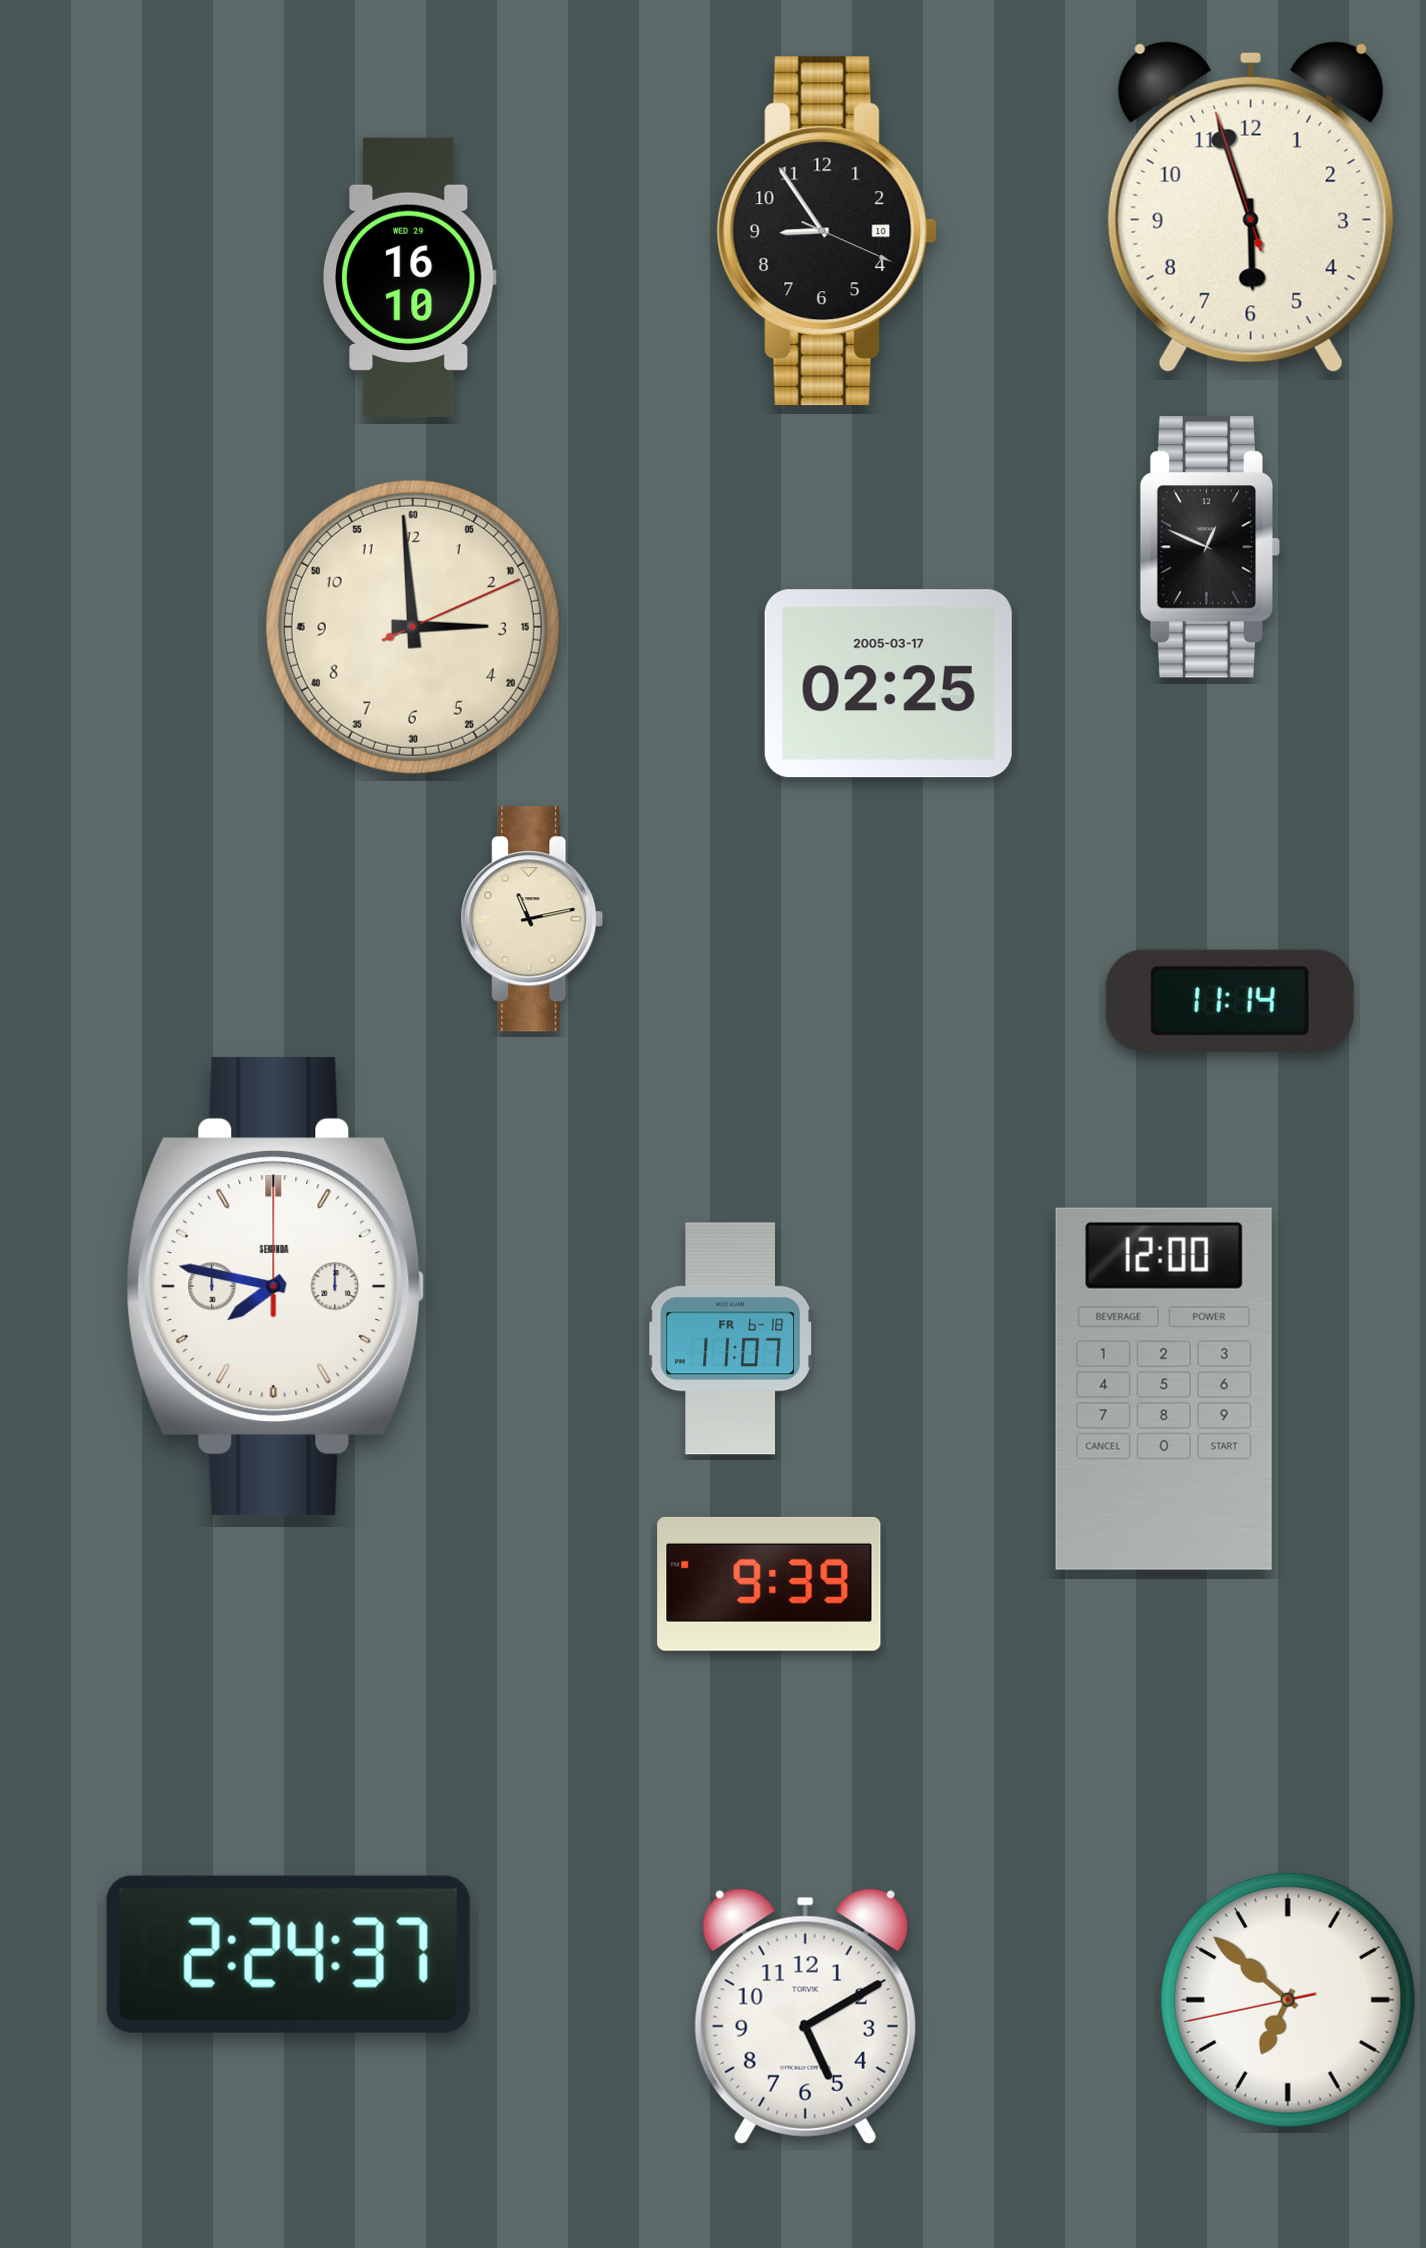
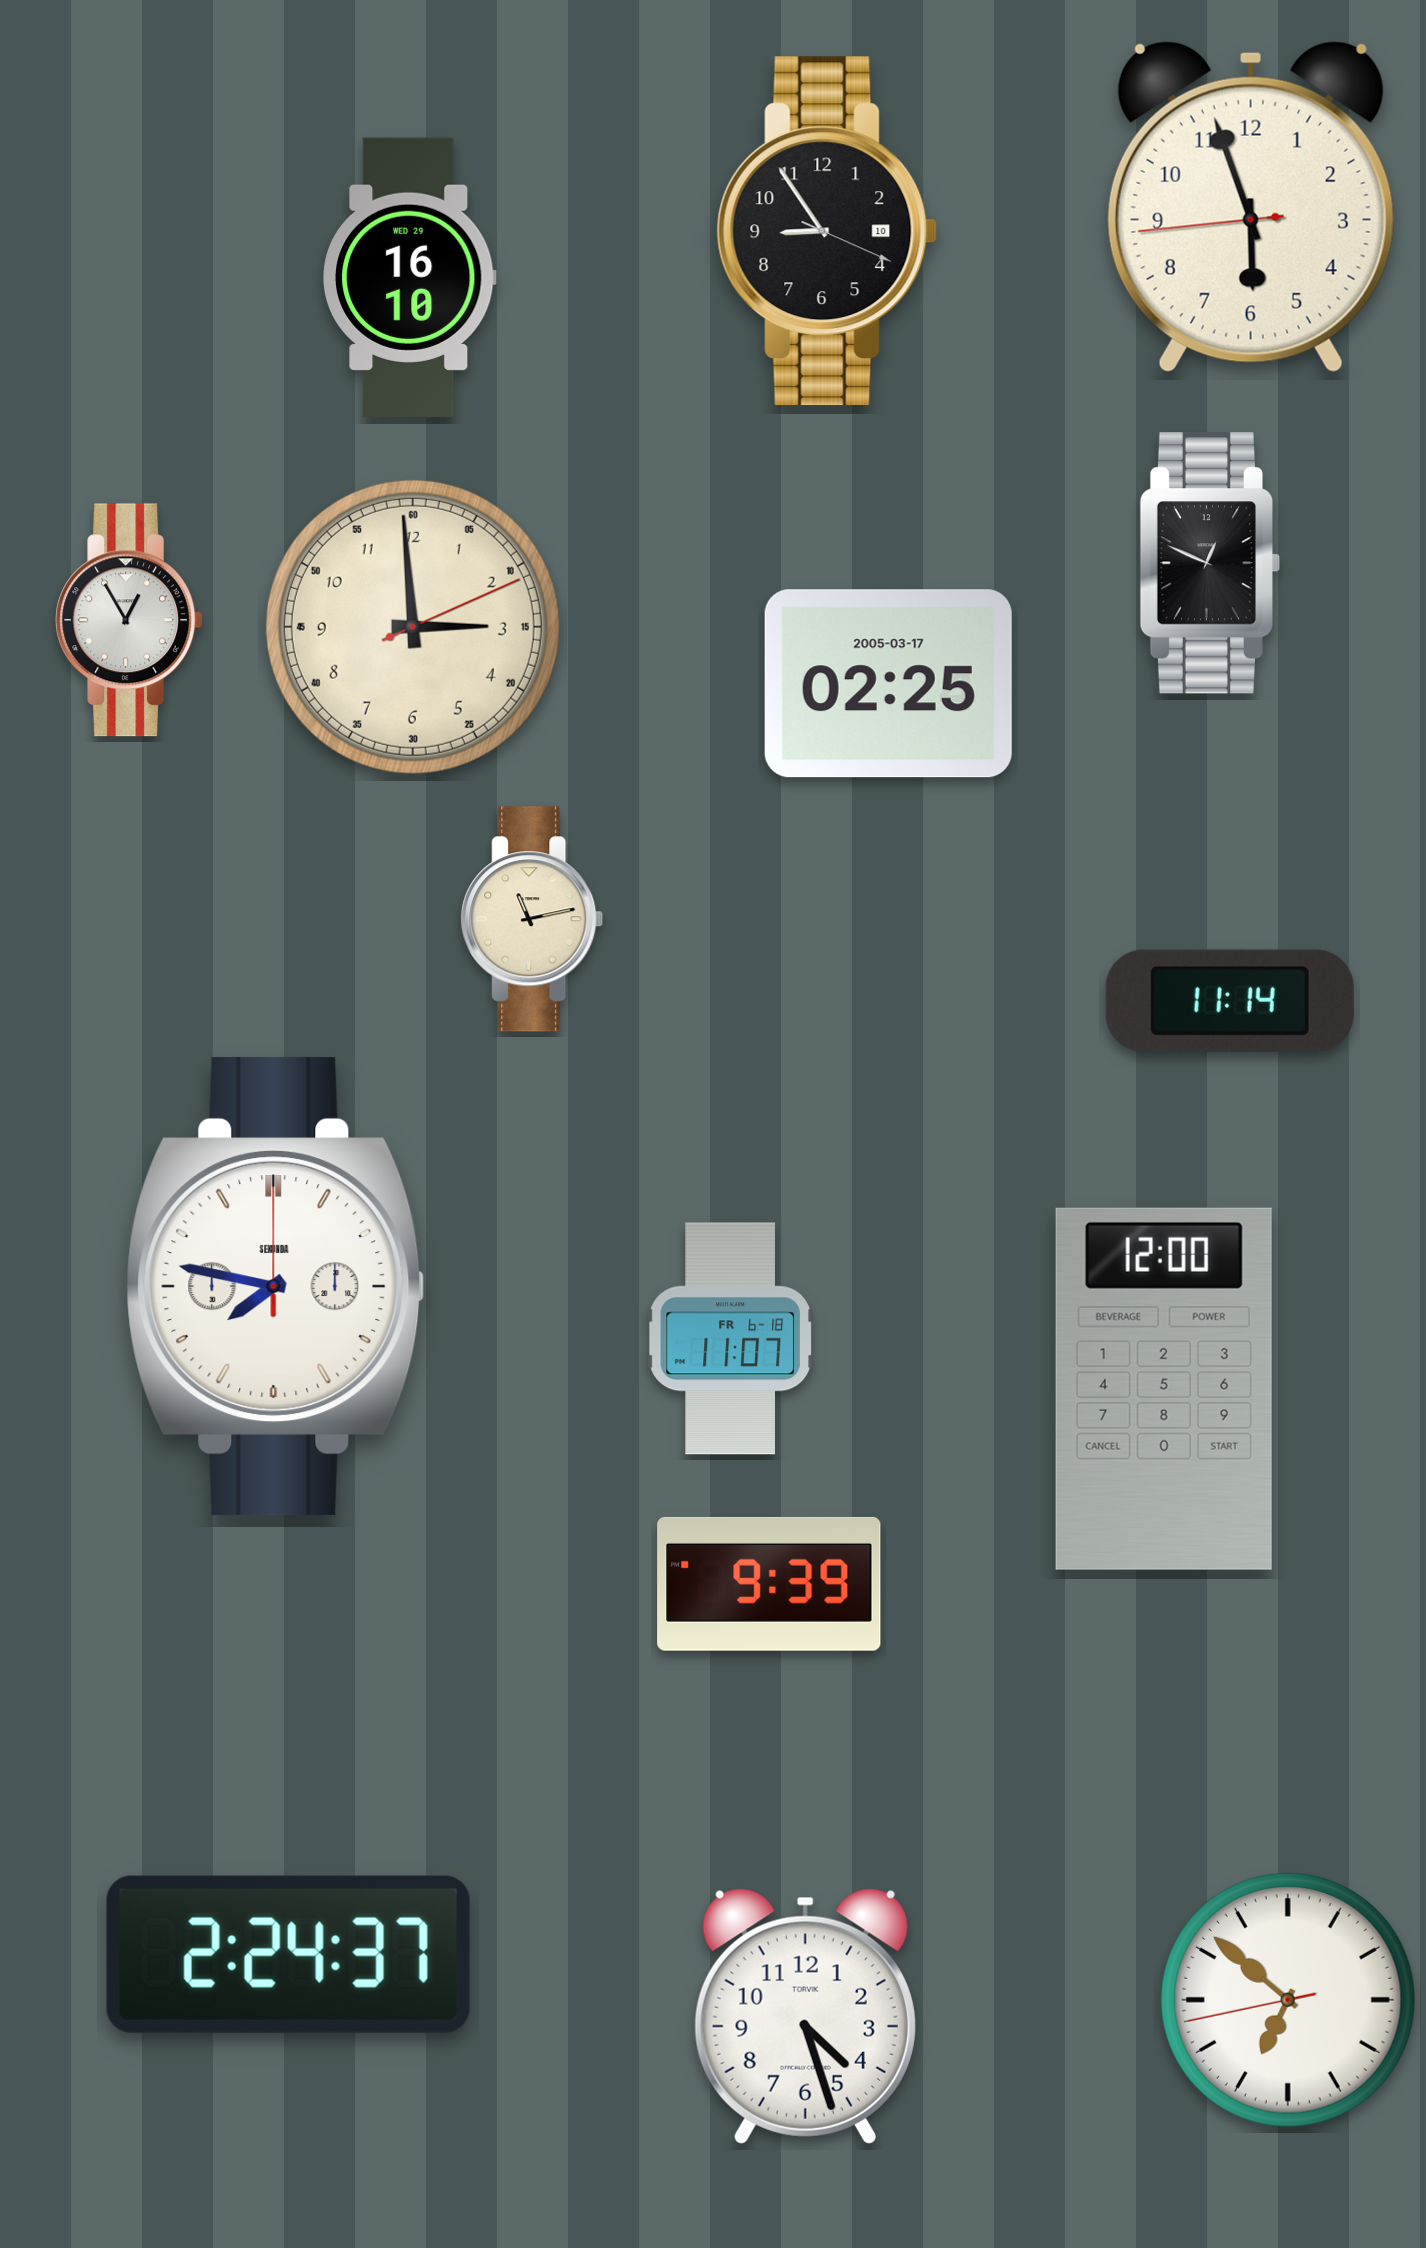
clock at (1251, 207): 5:56:57 -> 5:56:44
clock at (1210, 547) position: (1210, 547) -> (1210, 563)
clock at (129, 620): none -> 12:55
clock at (805, 2016): 5:10 -> 4:27
